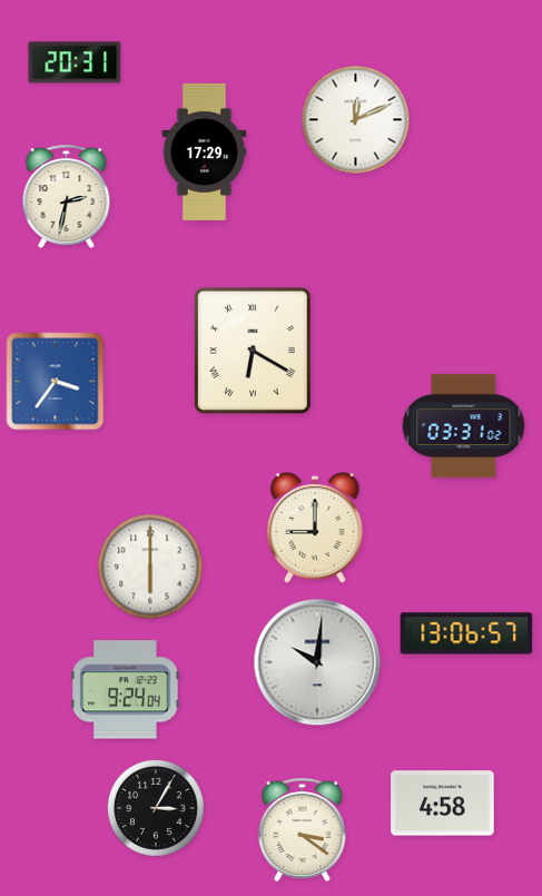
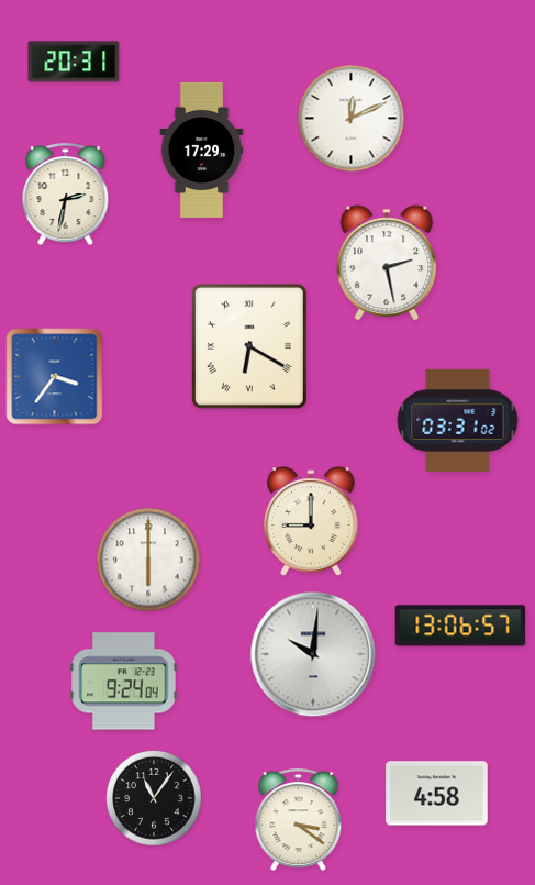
clock at (387, 263): none -> 2:28
clock at (157, 809): 3:05 -> 11:06
